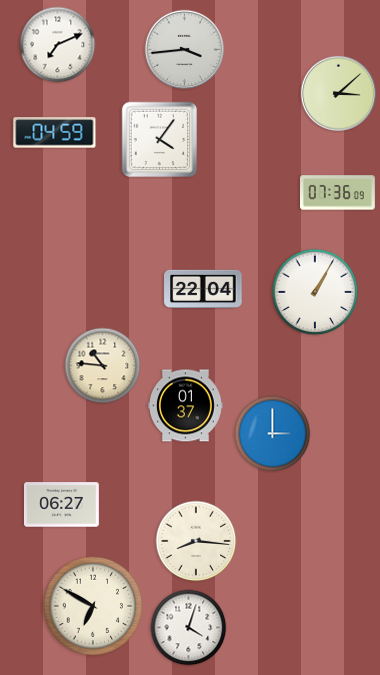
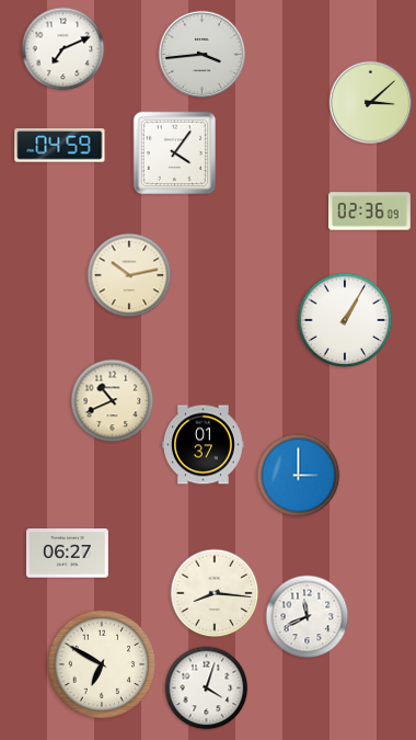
clock at (338, 193): 07:36 -> 02:36
clock at (129, 275): none -> 10:13
clock at (203, 289): 22:04 -> none
clock at (103, 366): 10:46 -> 10:41
clock at (308, 617): none -> 11:41
